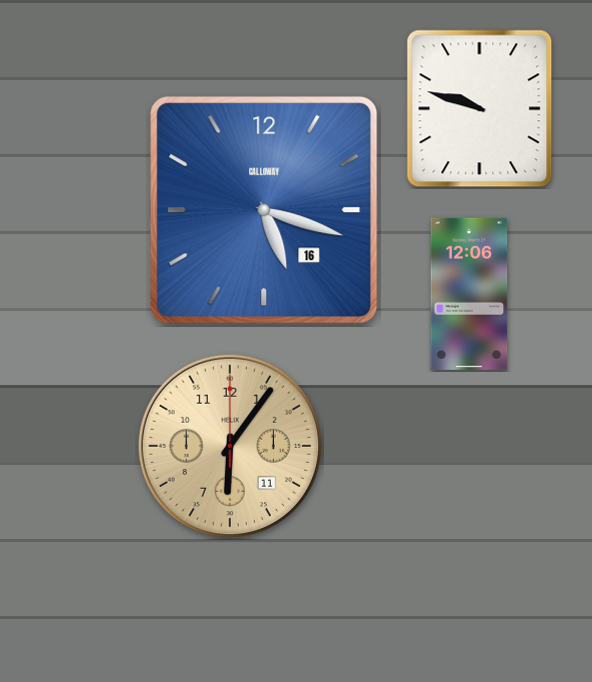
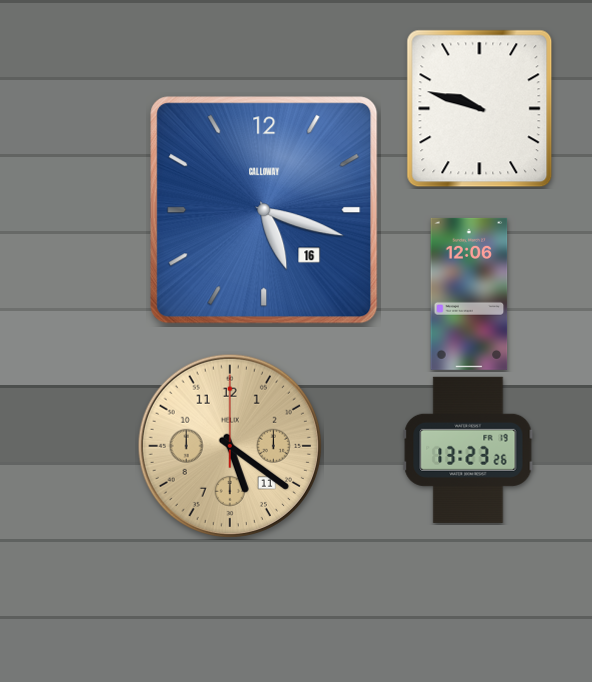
clock at (230, 446): 6:06 -> 5:21
clock at (468, 450): none -> 13:23
